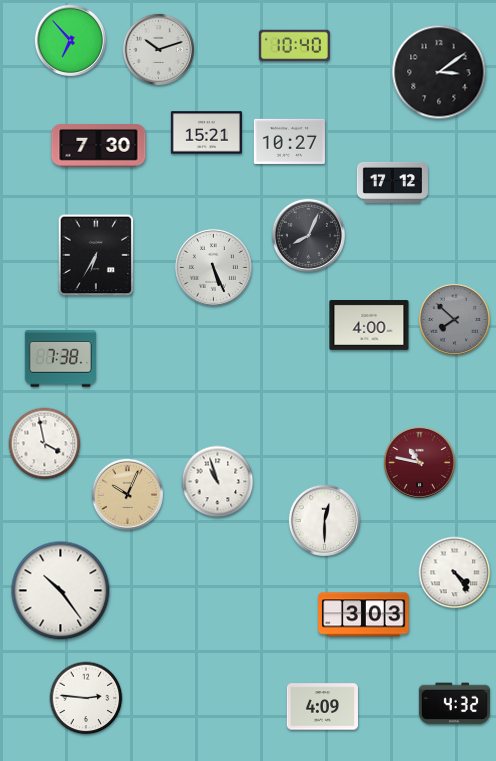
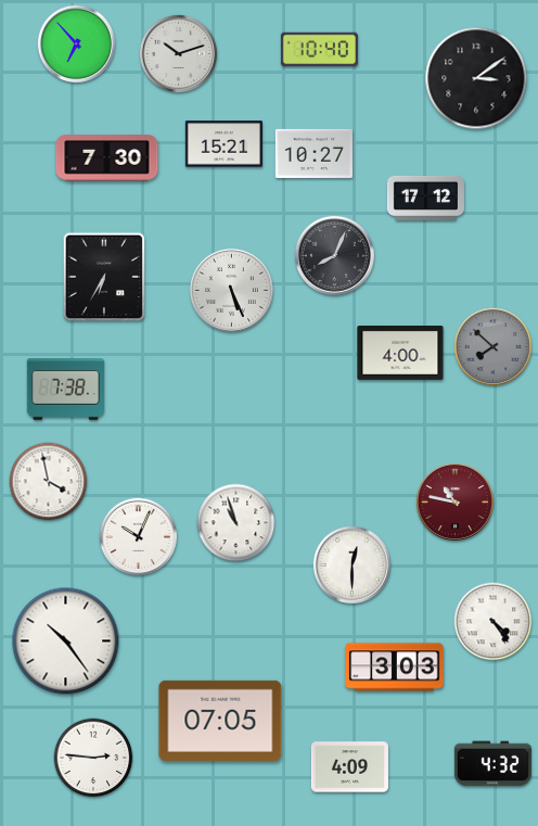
clock at (158, 49) position: (158, 49) -> (178, 53)
clock at (127, 494) dial: champagne -> white
clock at (220, 721): none -> 07:05
